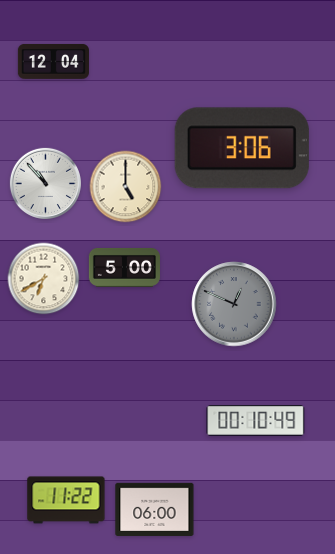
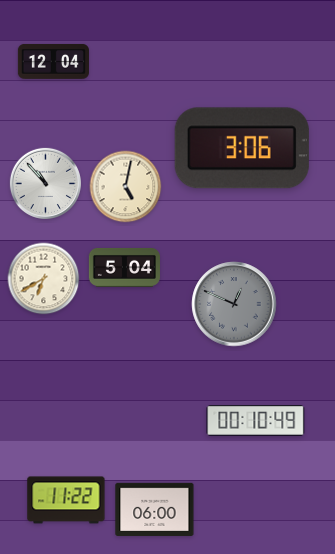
clock at (126, 187): 5:00 -> 5:02
clock at (124, 267): 5:00 -> 5:04
